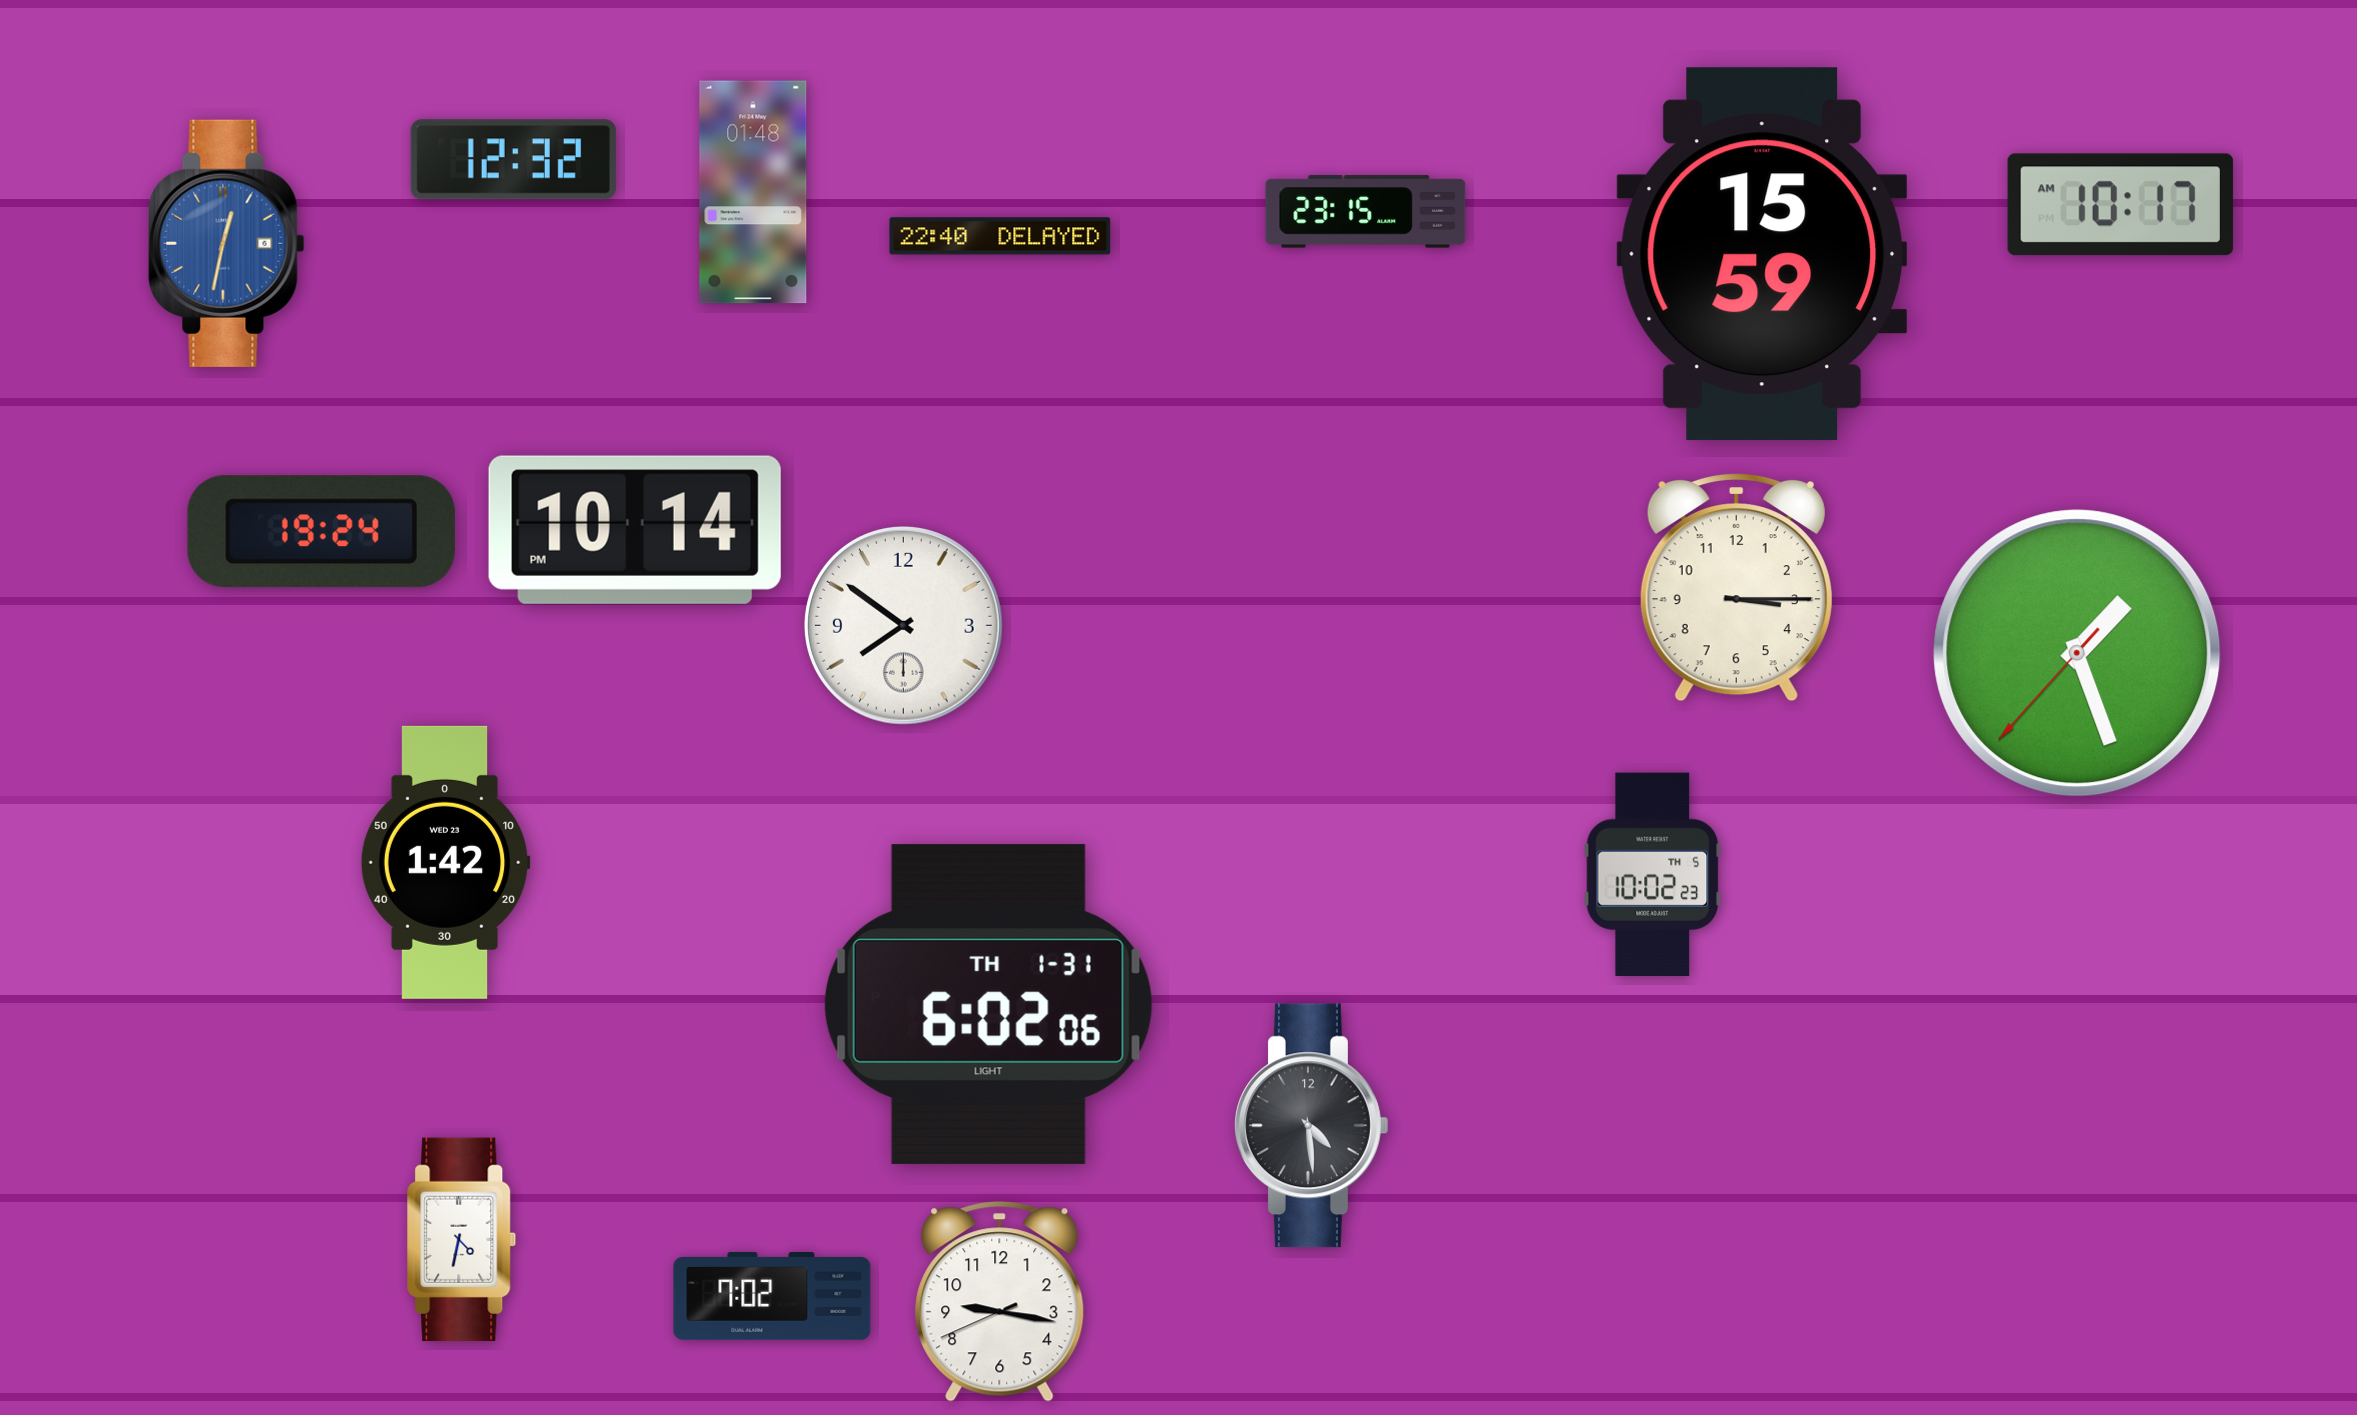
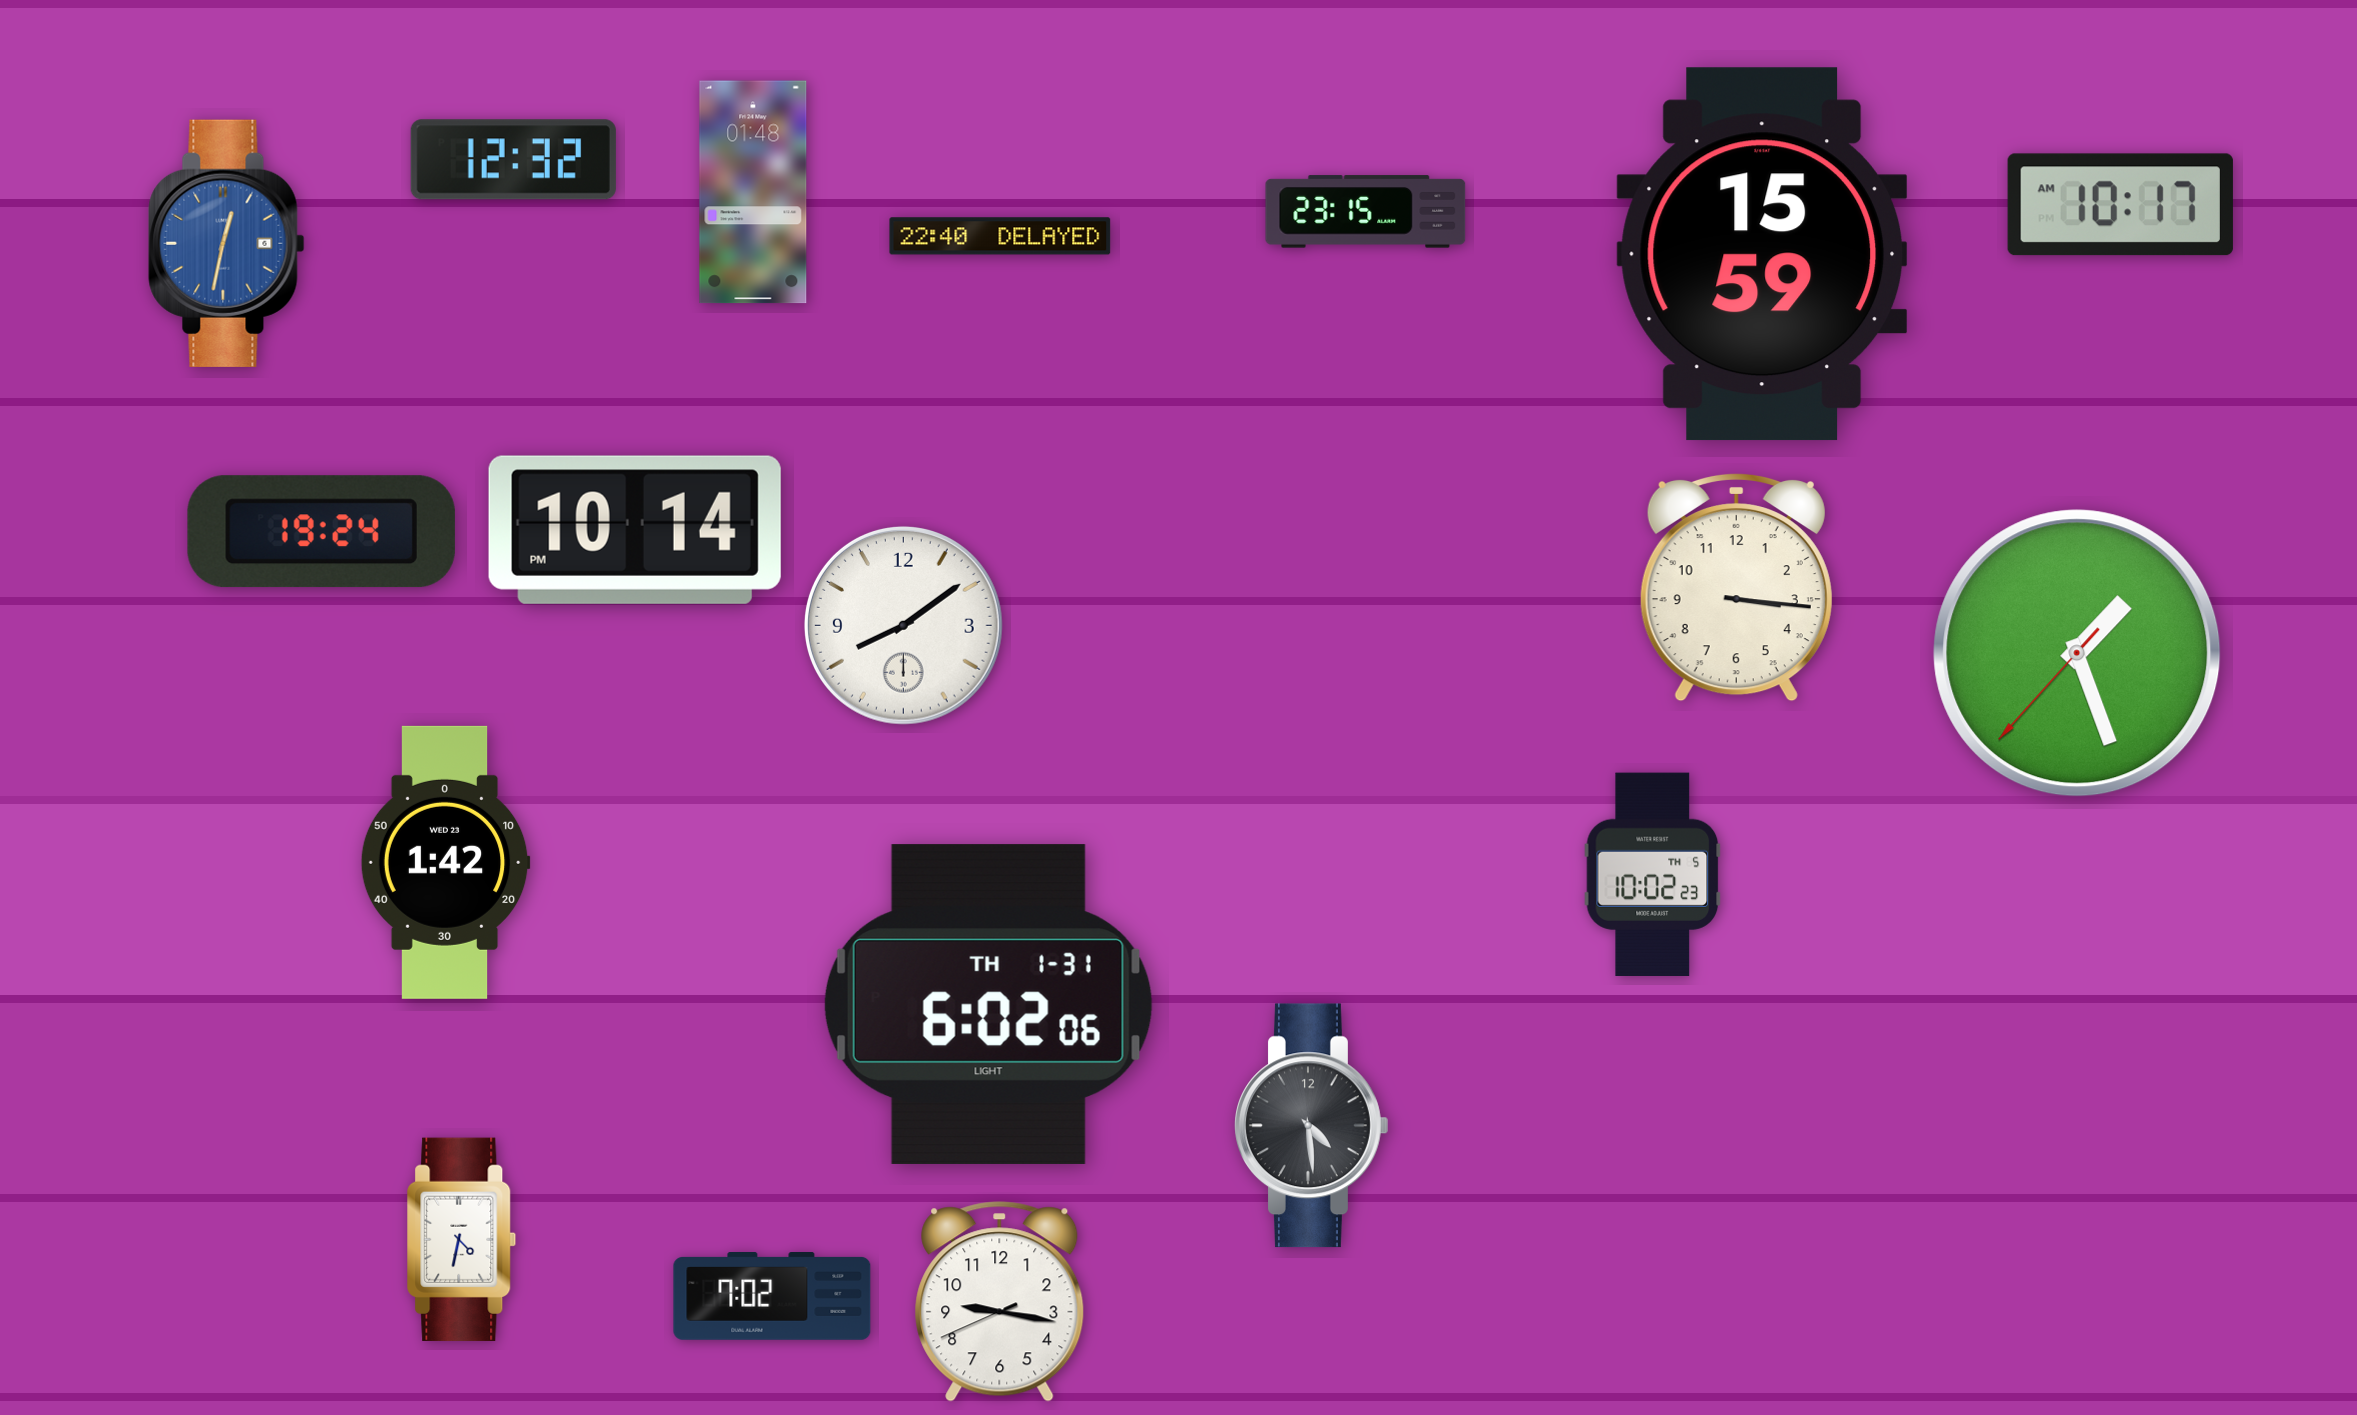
clock at (1736, 587): 3:15 -> 3:16
clock at (903, 625): 7:51 -> 8:09
